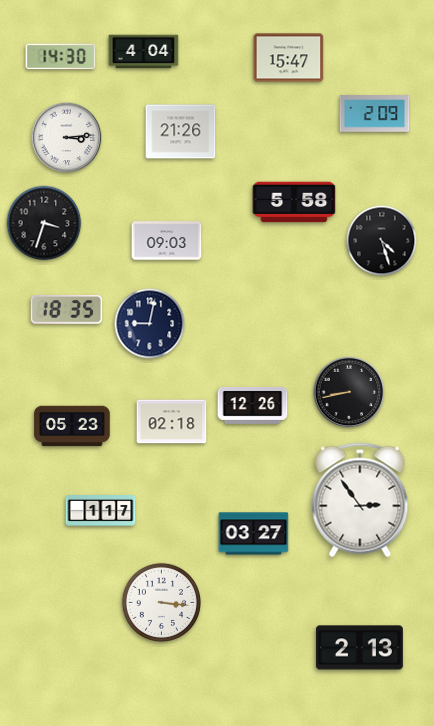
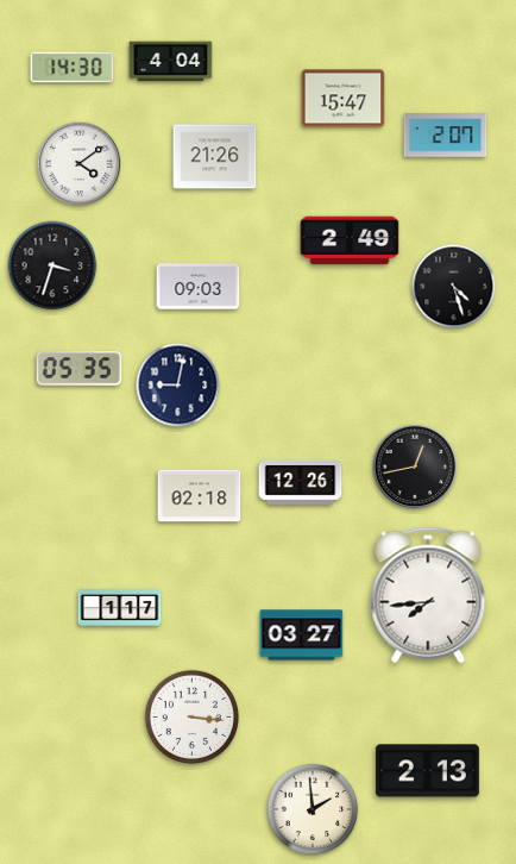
clock at (289, 58) position: (289, 58) -> (344, 99)
clock at (375, 114): 2:09 -> 2:07
clock at (67, 138): 3:14 -> 4:09
clock at (294, 202): 5:58 -> 2:49
clock at (67, 310): 18:35 -> 05:35
clock at (349, 392): 8:43 -> 12:43
clock at (172, 422) position: (172, 422) -> (200, 496)
clock at (72, 426): 05:23 -> none
clock at (360, 500): 2:54 -> 7:44
clock at (313, 809): none -> 1:59
